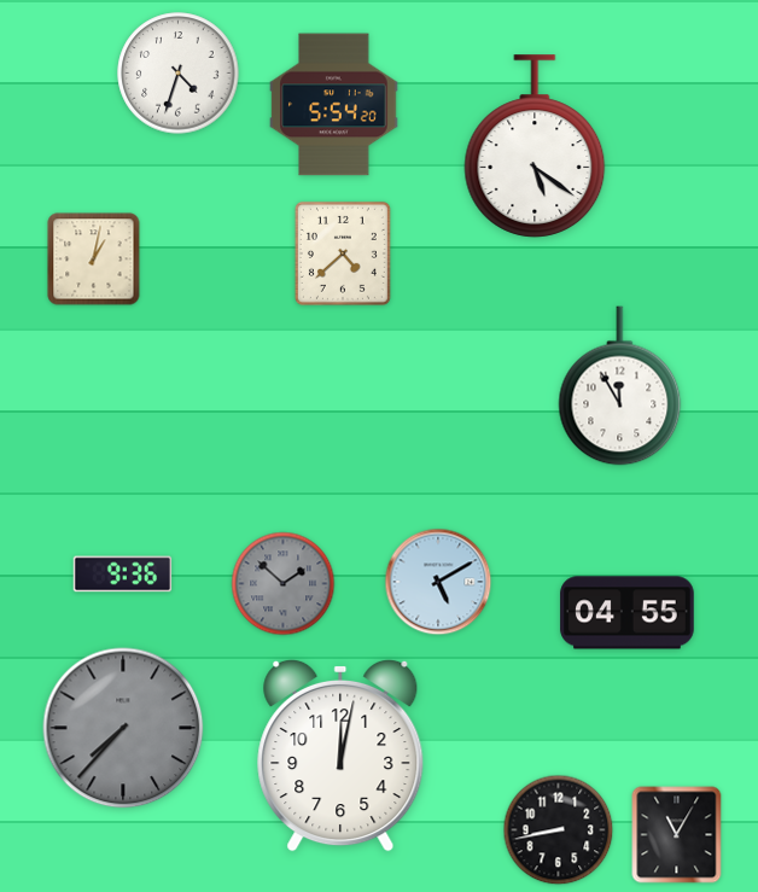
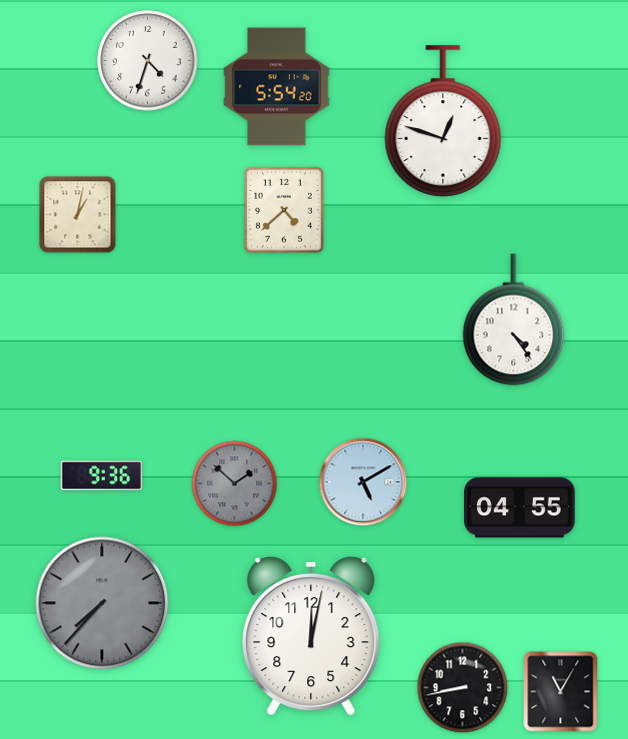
clock at (535, 146): 5:21 -> 12:48
clock at (620, 386): 11:55 -> 4:24
clock at (340, 756) position: (340, 756) -> (311, 636)
